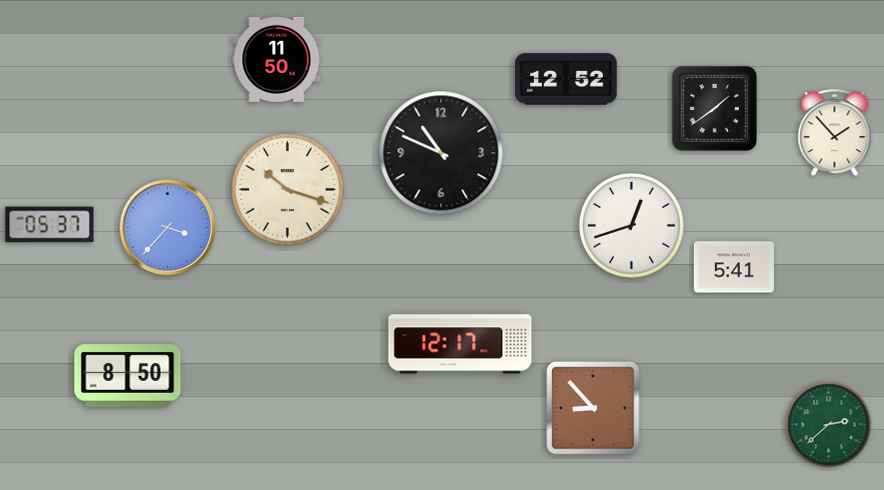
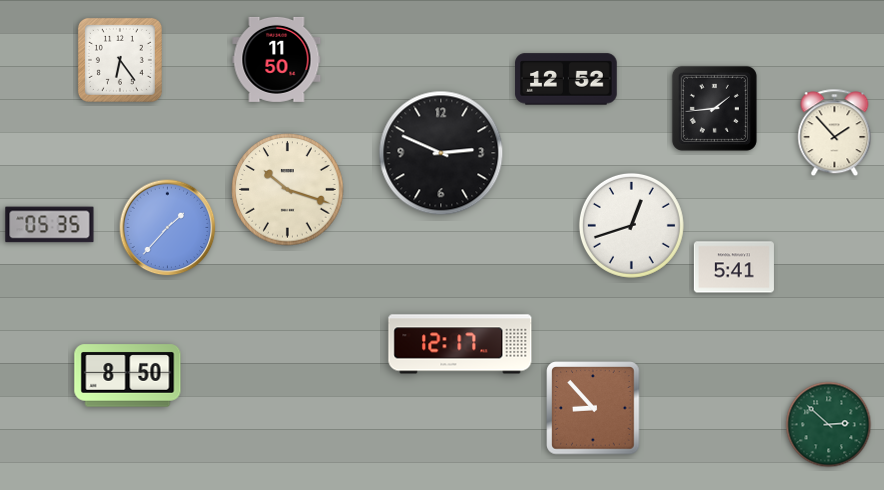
clock at (120, 60): none -> 6:24
clock at (714, 108): 1:39 -> 1:44
clock at (441, 153): 10:49 -> 2:49
clock at (50, 225): 05:37 -> 05:35
clock at (168, 228): 3:37 -> 1:37
clock at (829, 425): 2:38 -> 2:52
